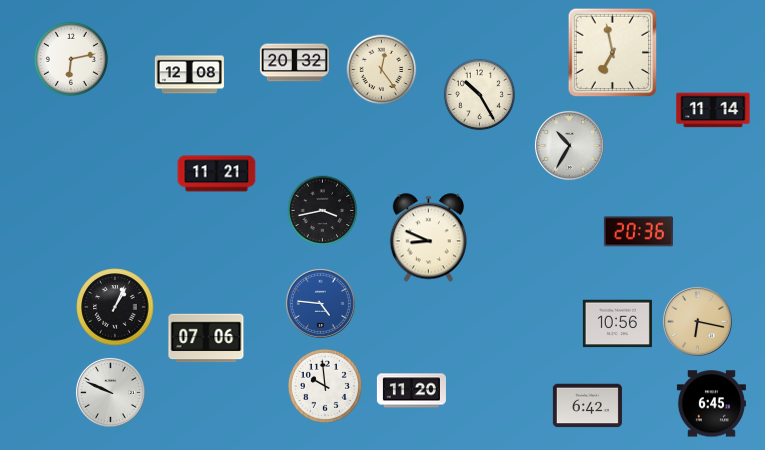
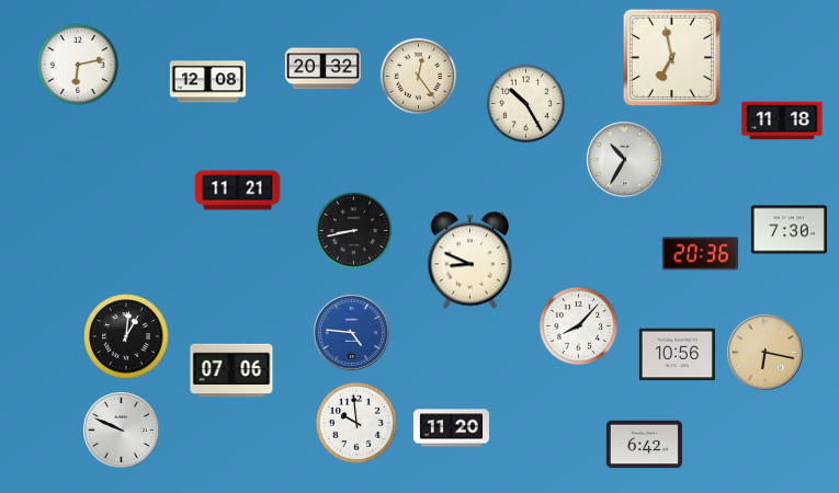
clock at (713, 110): 11:14 -> 11:18
clock at (789, 230): none -> 7:30
clock at (323, 211): 3:43 -> 8:43
clock at (579, 326): none -> 8:07
clock at (115, 307): 1:04 -> 1:01
clock at (206, 338) position: (206, 338) -> (231, 370)
clock at (711, 404): 6:45 -> none
